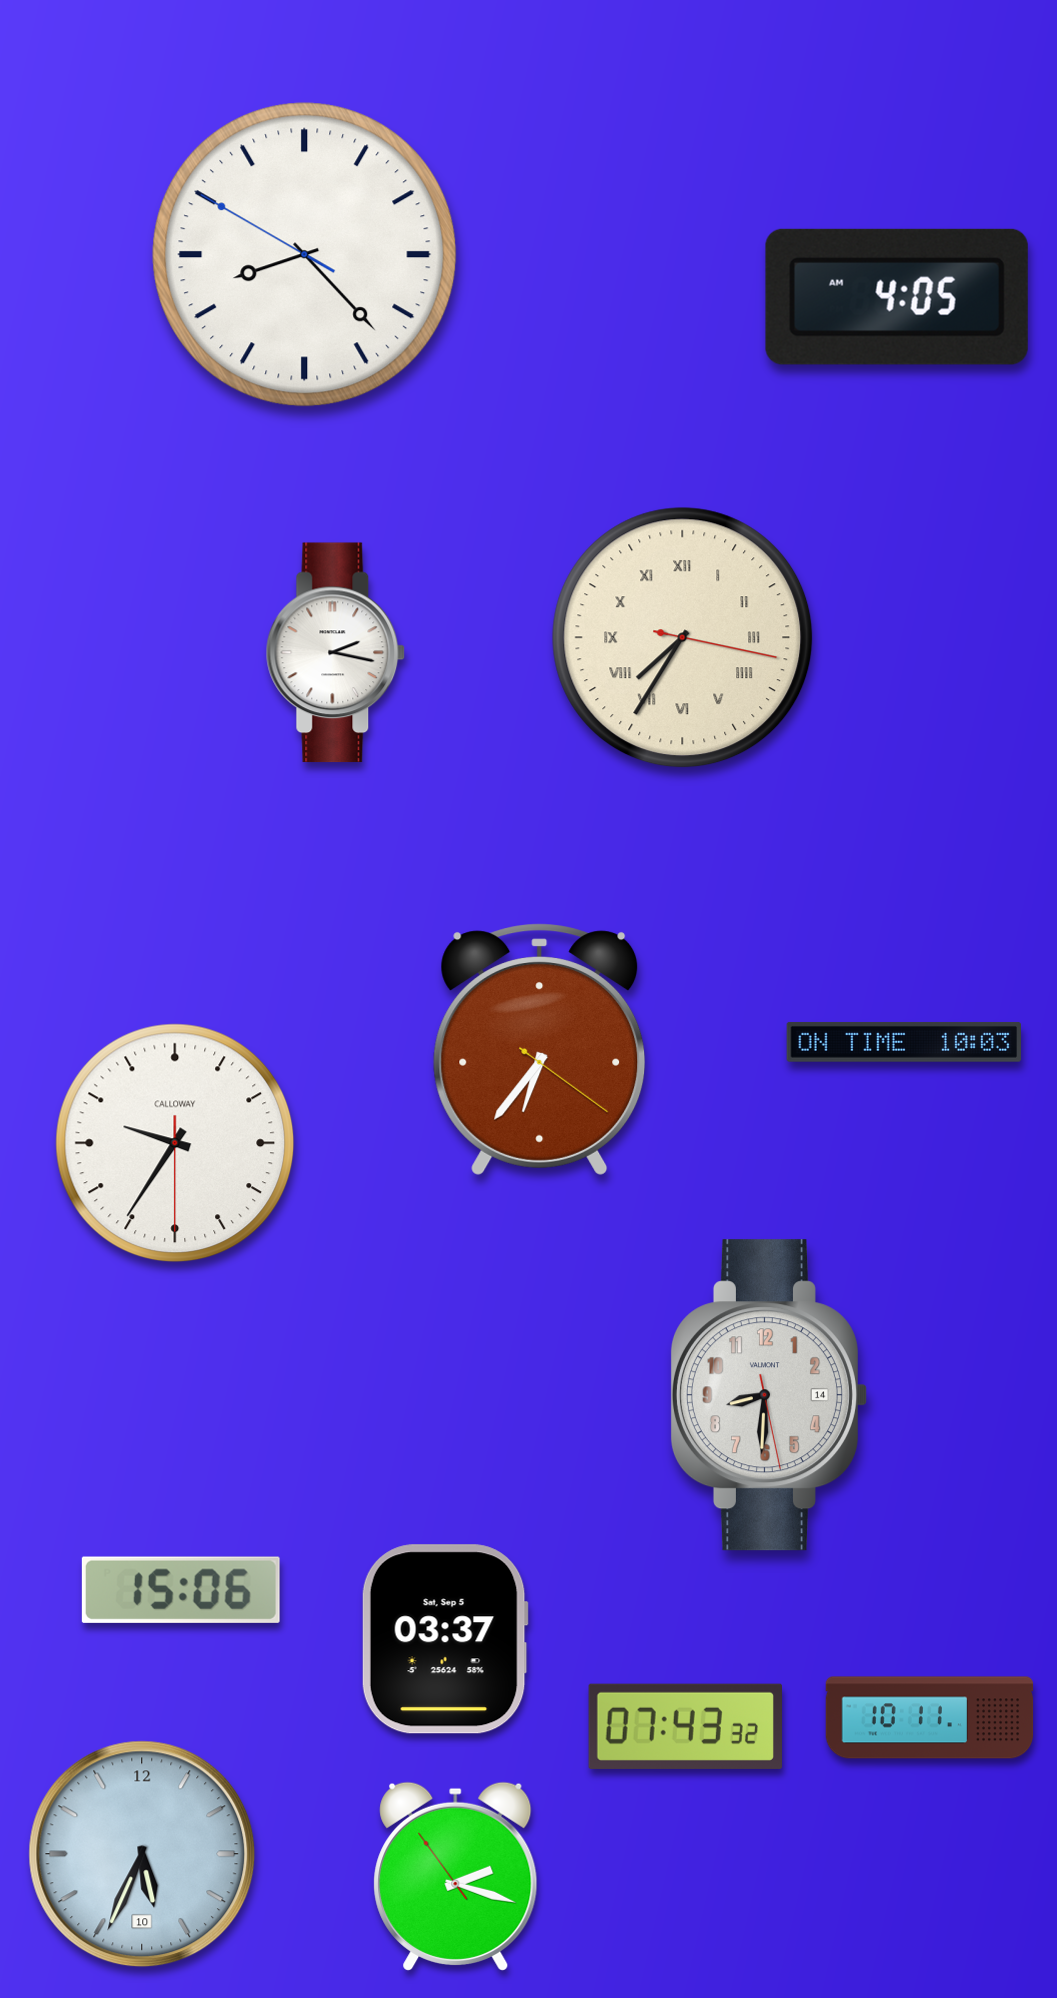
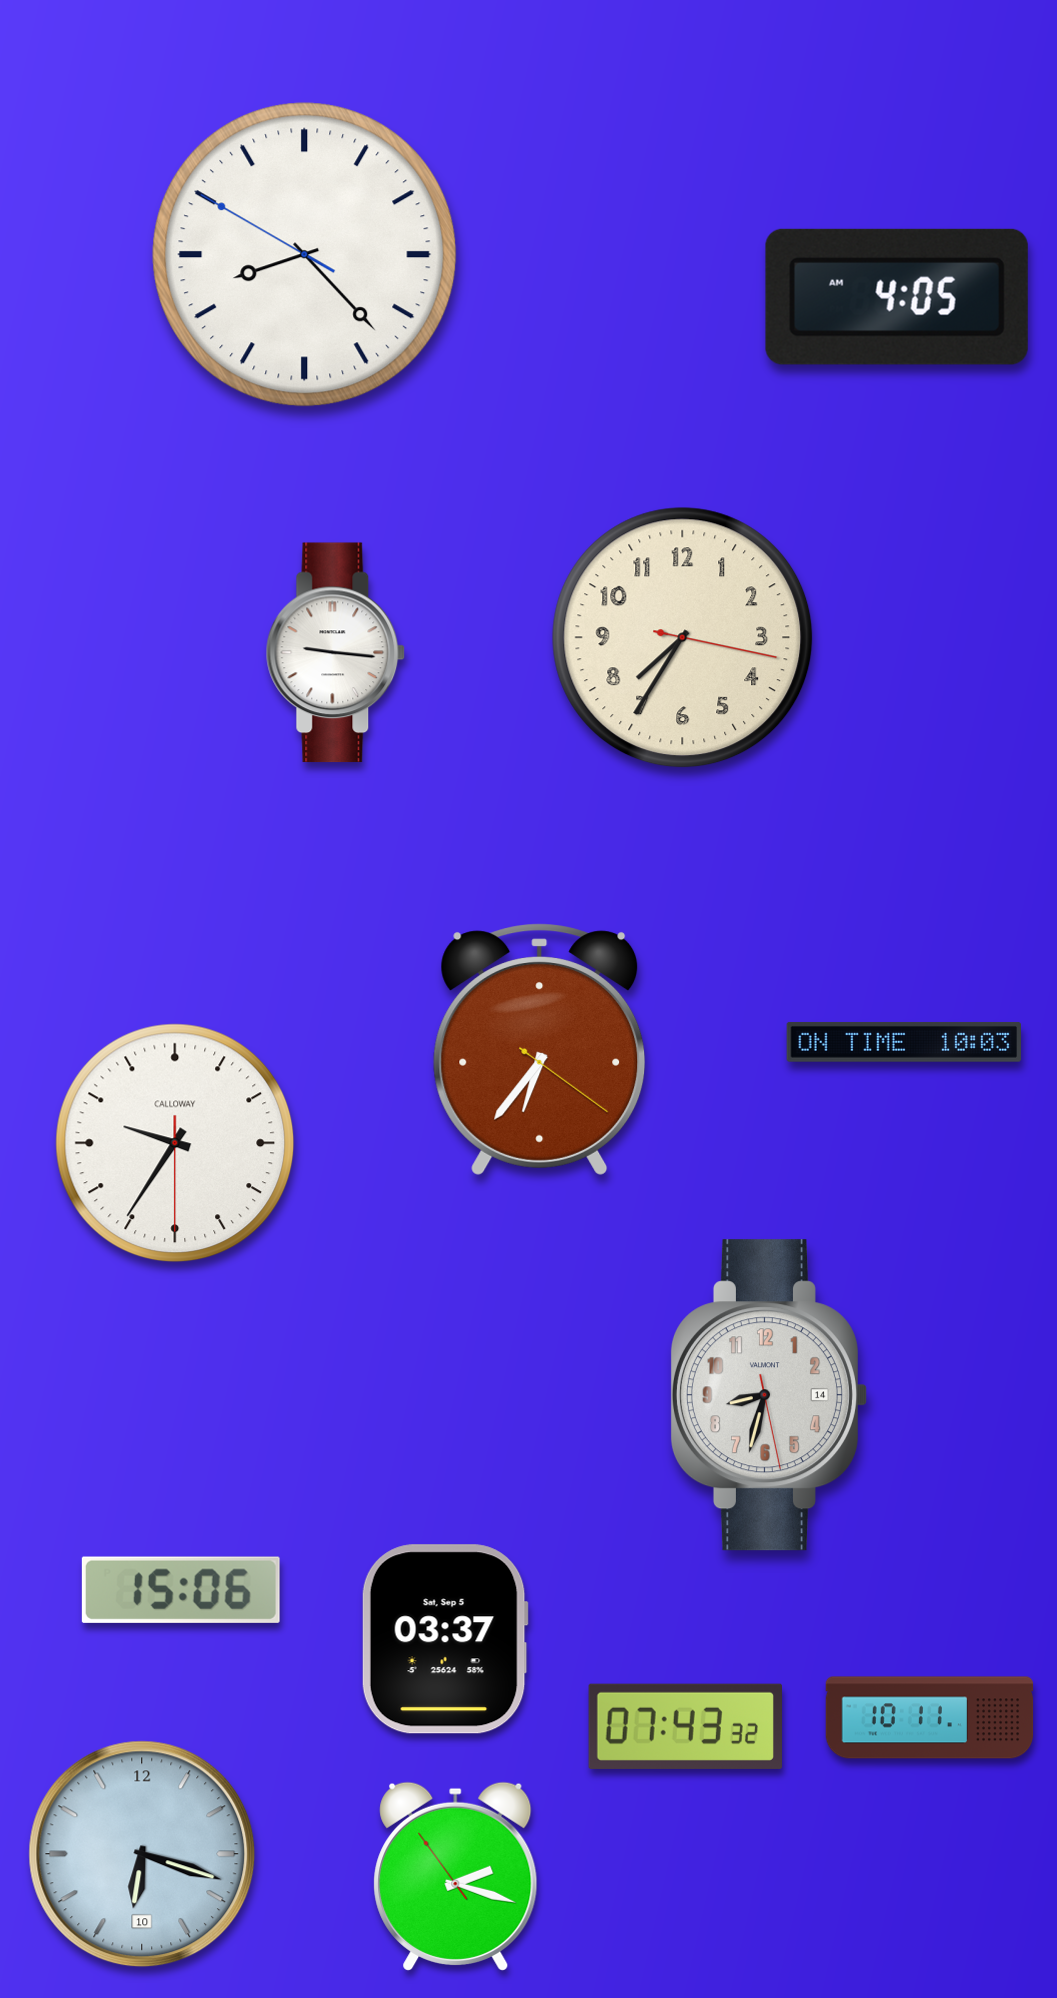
clock at (683, 638) numerals: Roman -> Arabic
clock at (336, 653): 2:17 -> 9:16
clock at (768, 1395): 8:30 -> 8:32
clock at (142, 1854): 5:34 -> 6:18
